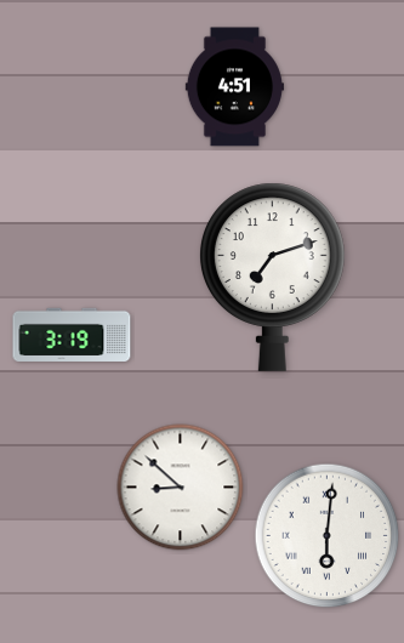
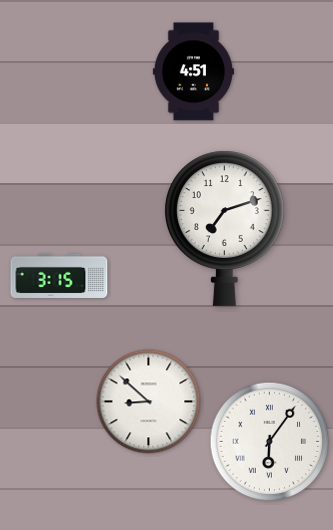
clock at (72, 335): 3:19 -> 3:15
clock at (328, 536): 6:01 -> 6:06
